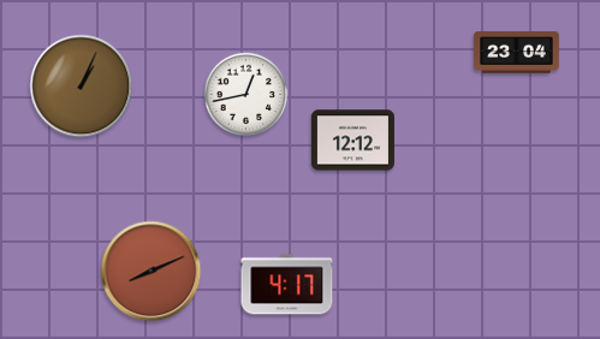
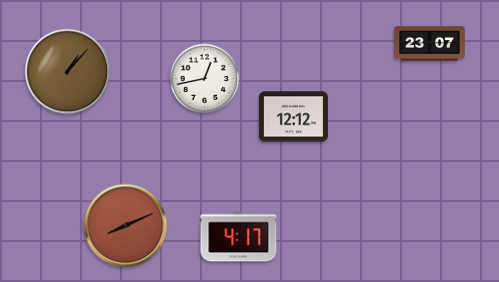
clock at (517, 53): 23:04 -> 23:07
clock at (82, 87): 1:04 -> 1:07
